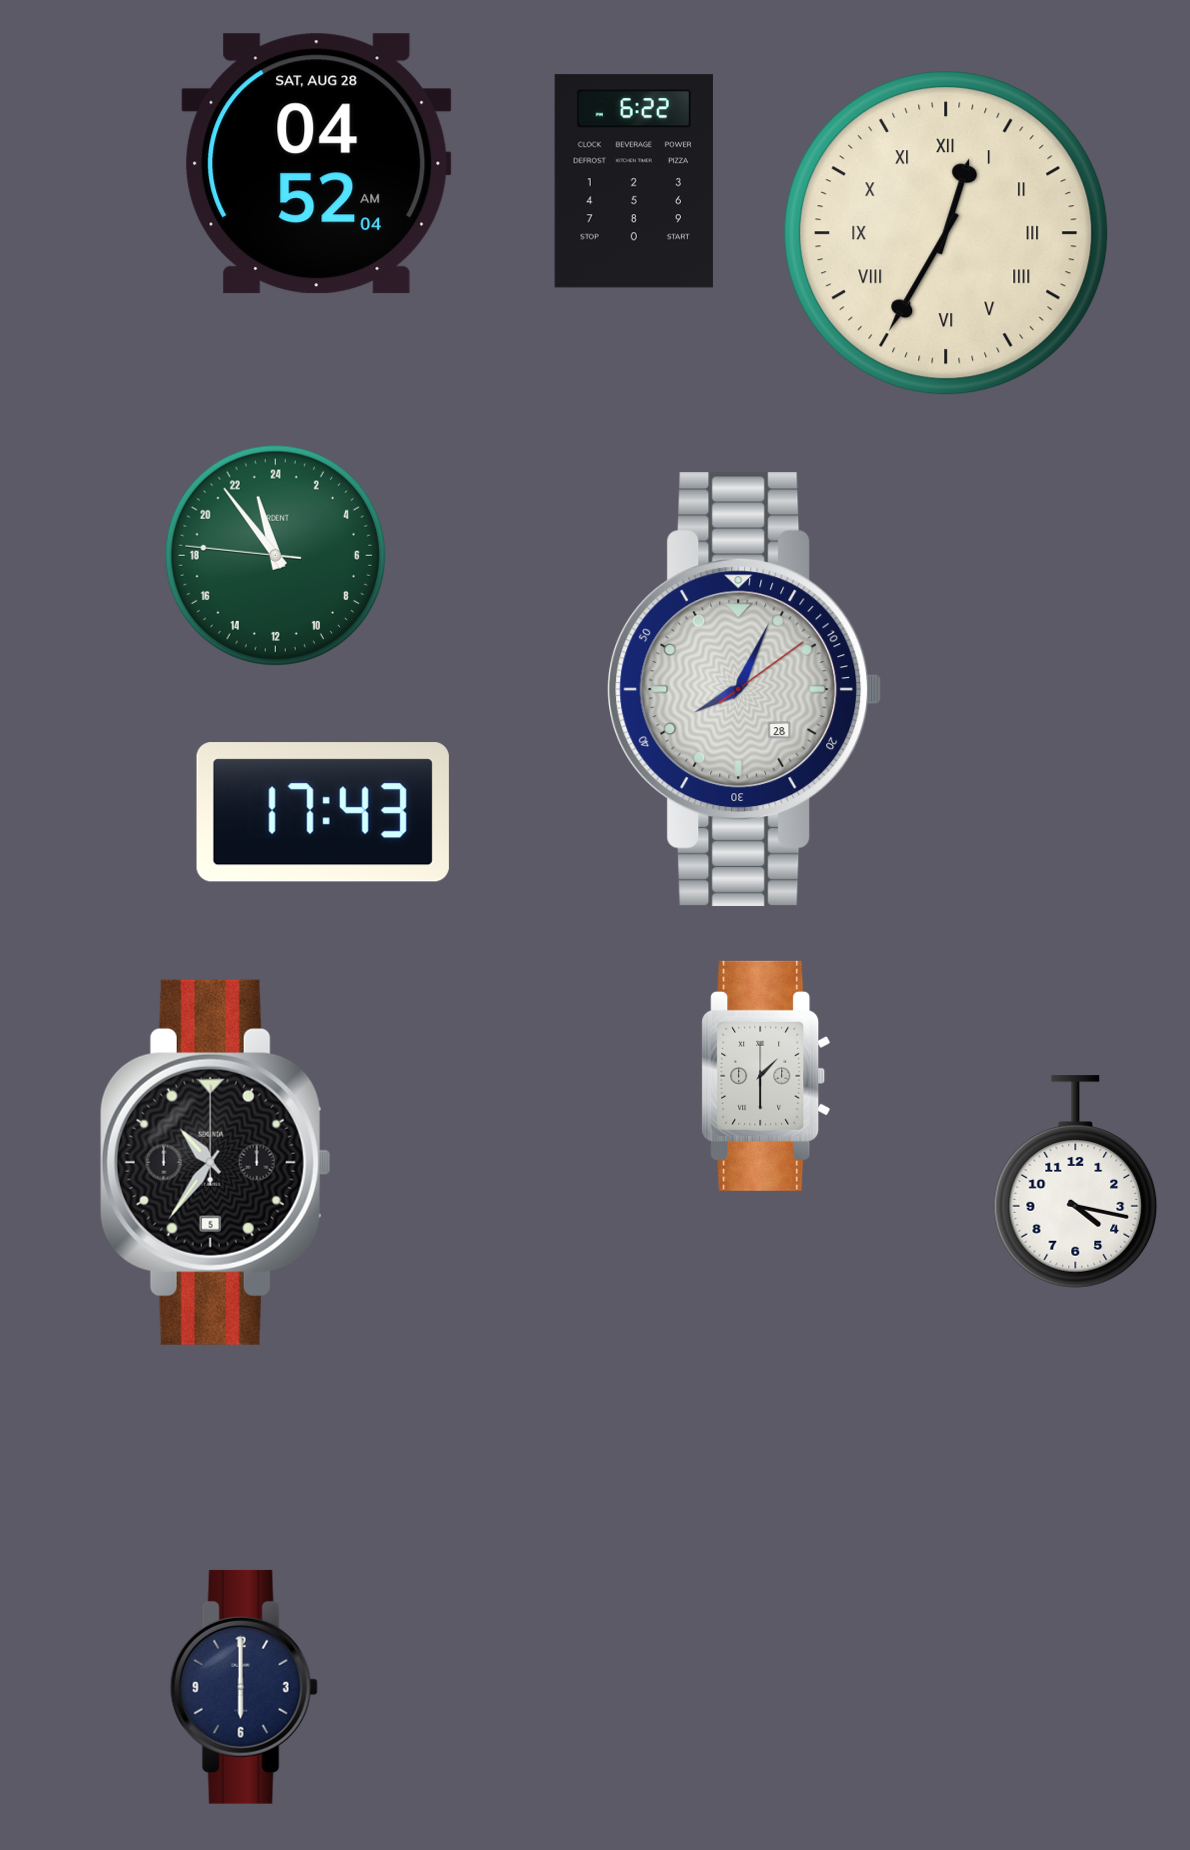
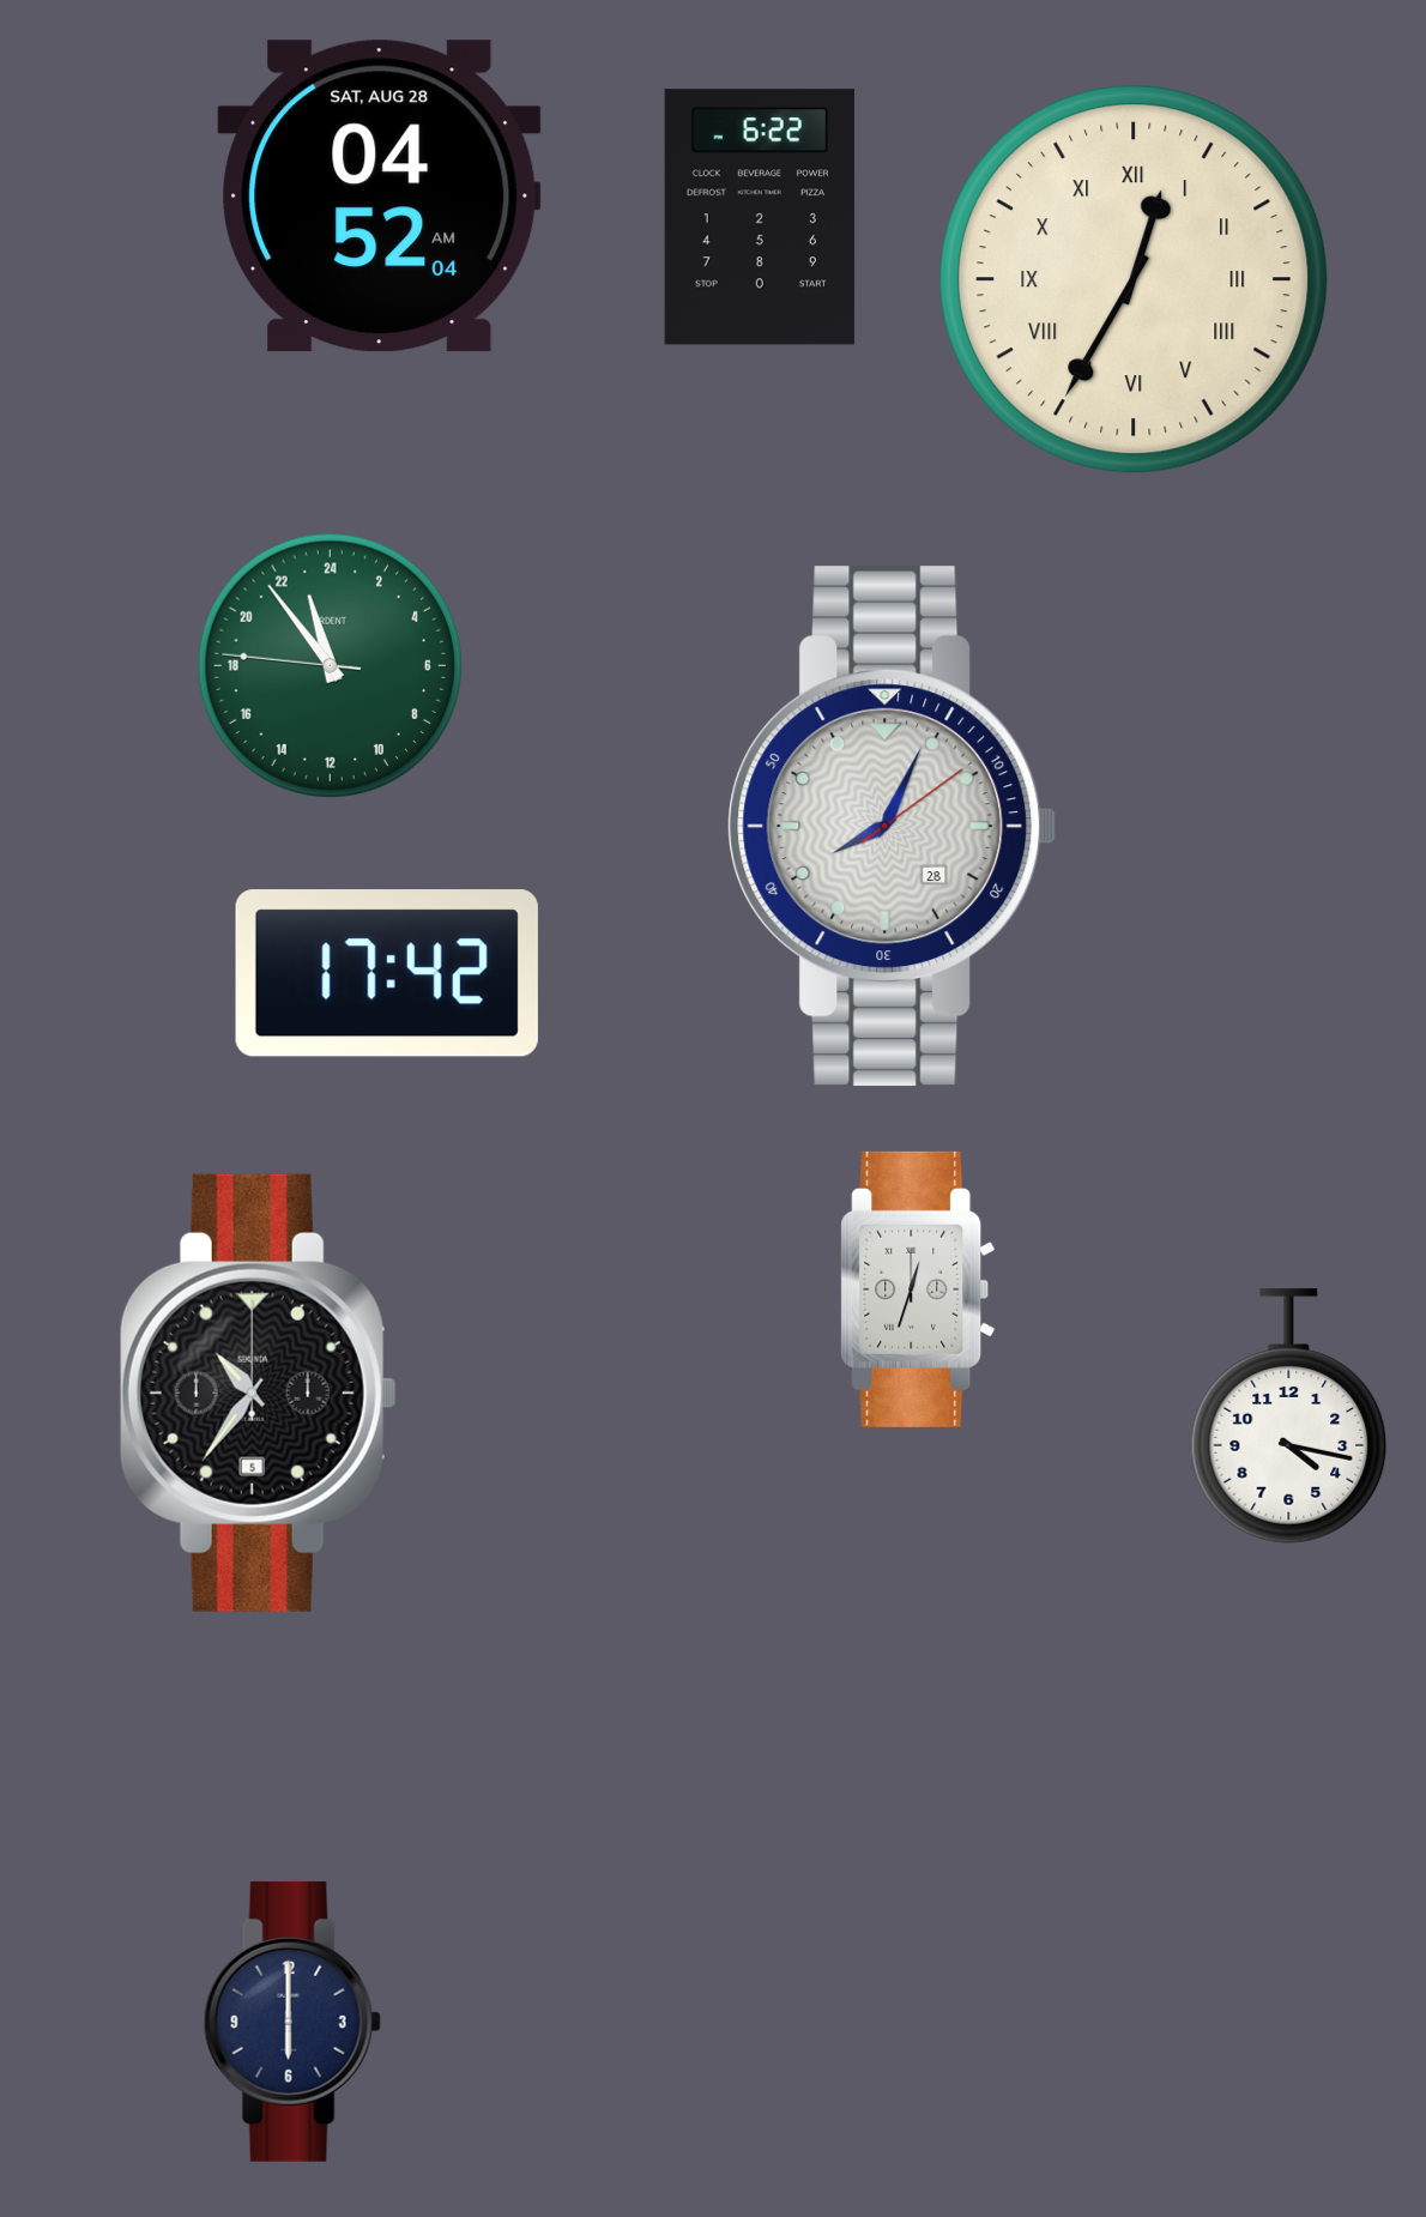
clock at (323, 812): 17:43 -> 17:42
clock at (766, 1076): 1:30 -> 12:33
